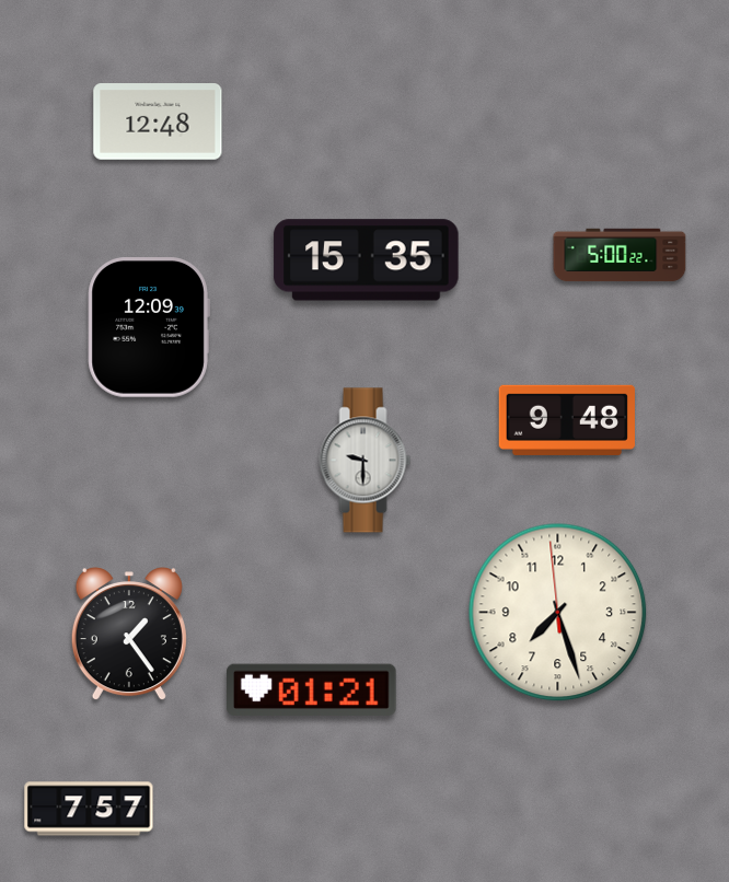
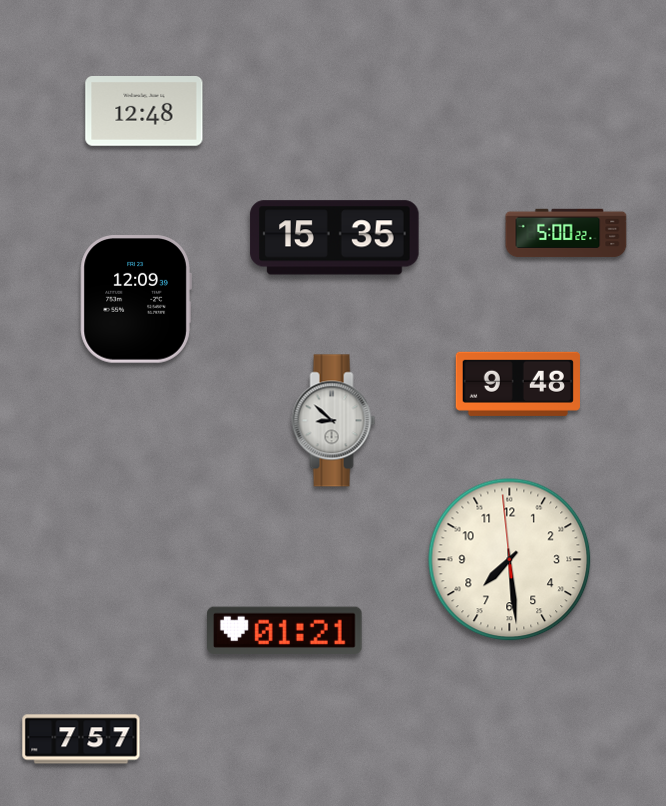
clock at (366, 461): 9:30 -> 8:52
clock at (558, 613): 7:26 -> 7:28
clock at (129, 635): 1:24 -> none
